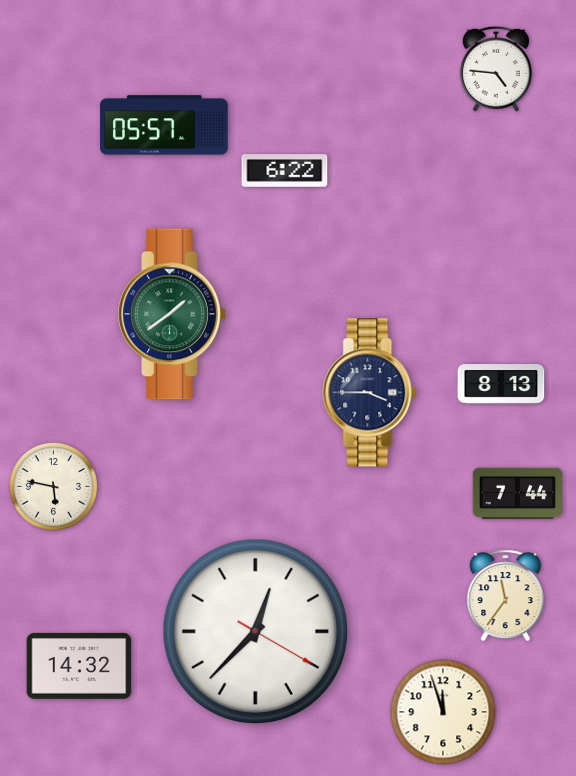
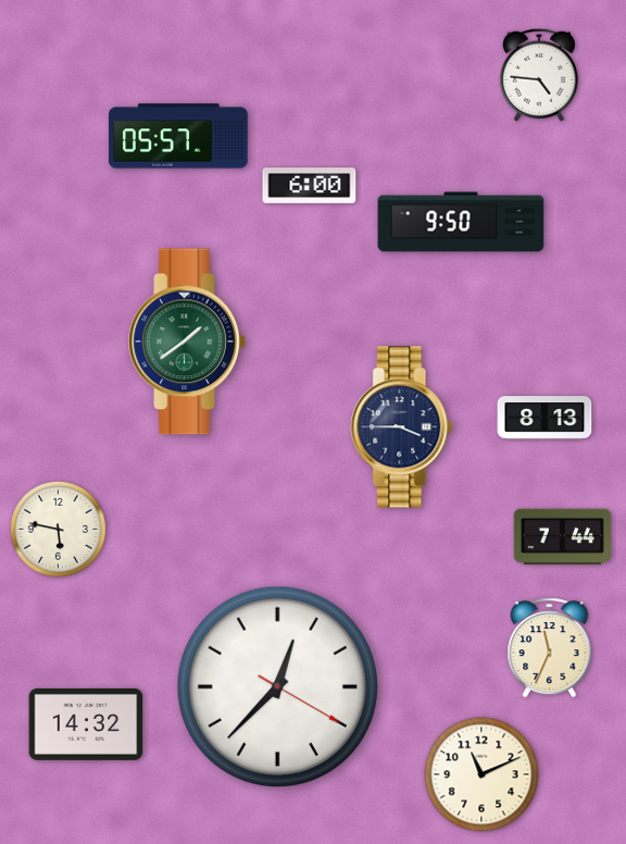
clock at (285, 171): 6:22 -> 6:00
clock at (461, 222): none -> 9:50
clock at (506, 596): 11:36 -> 11:34
clock at (443, 712): 11:57 -> 11:11
